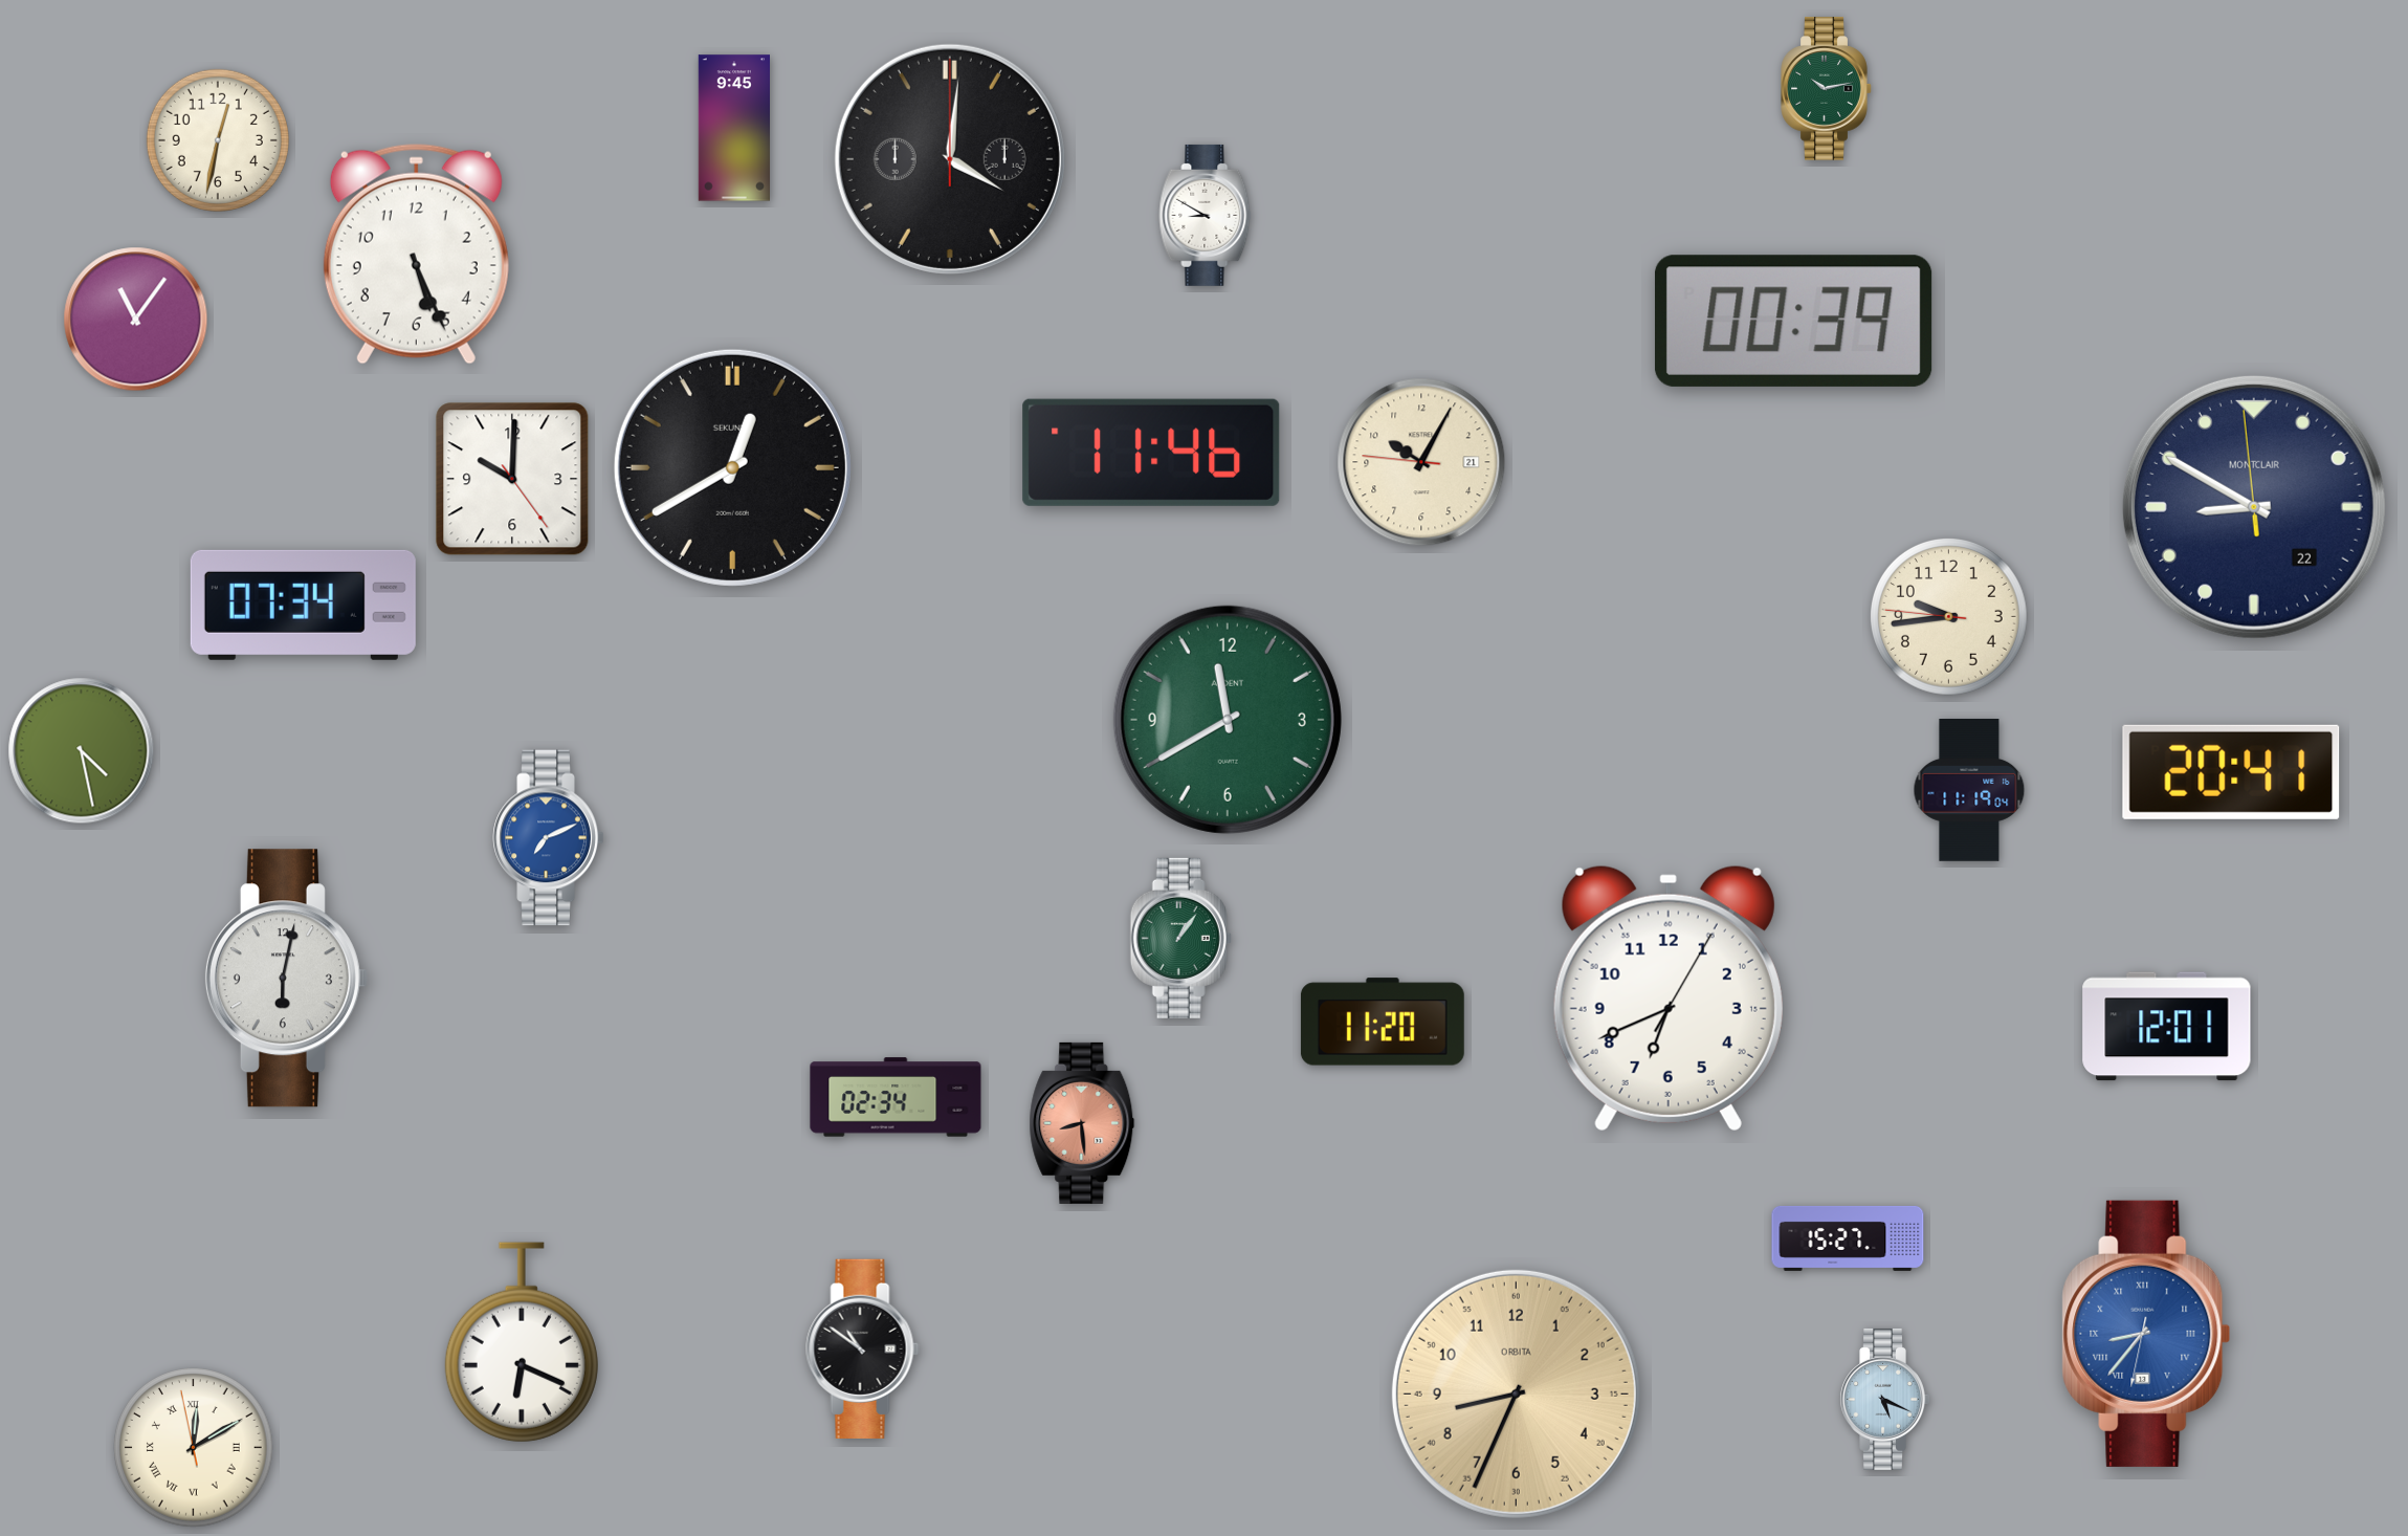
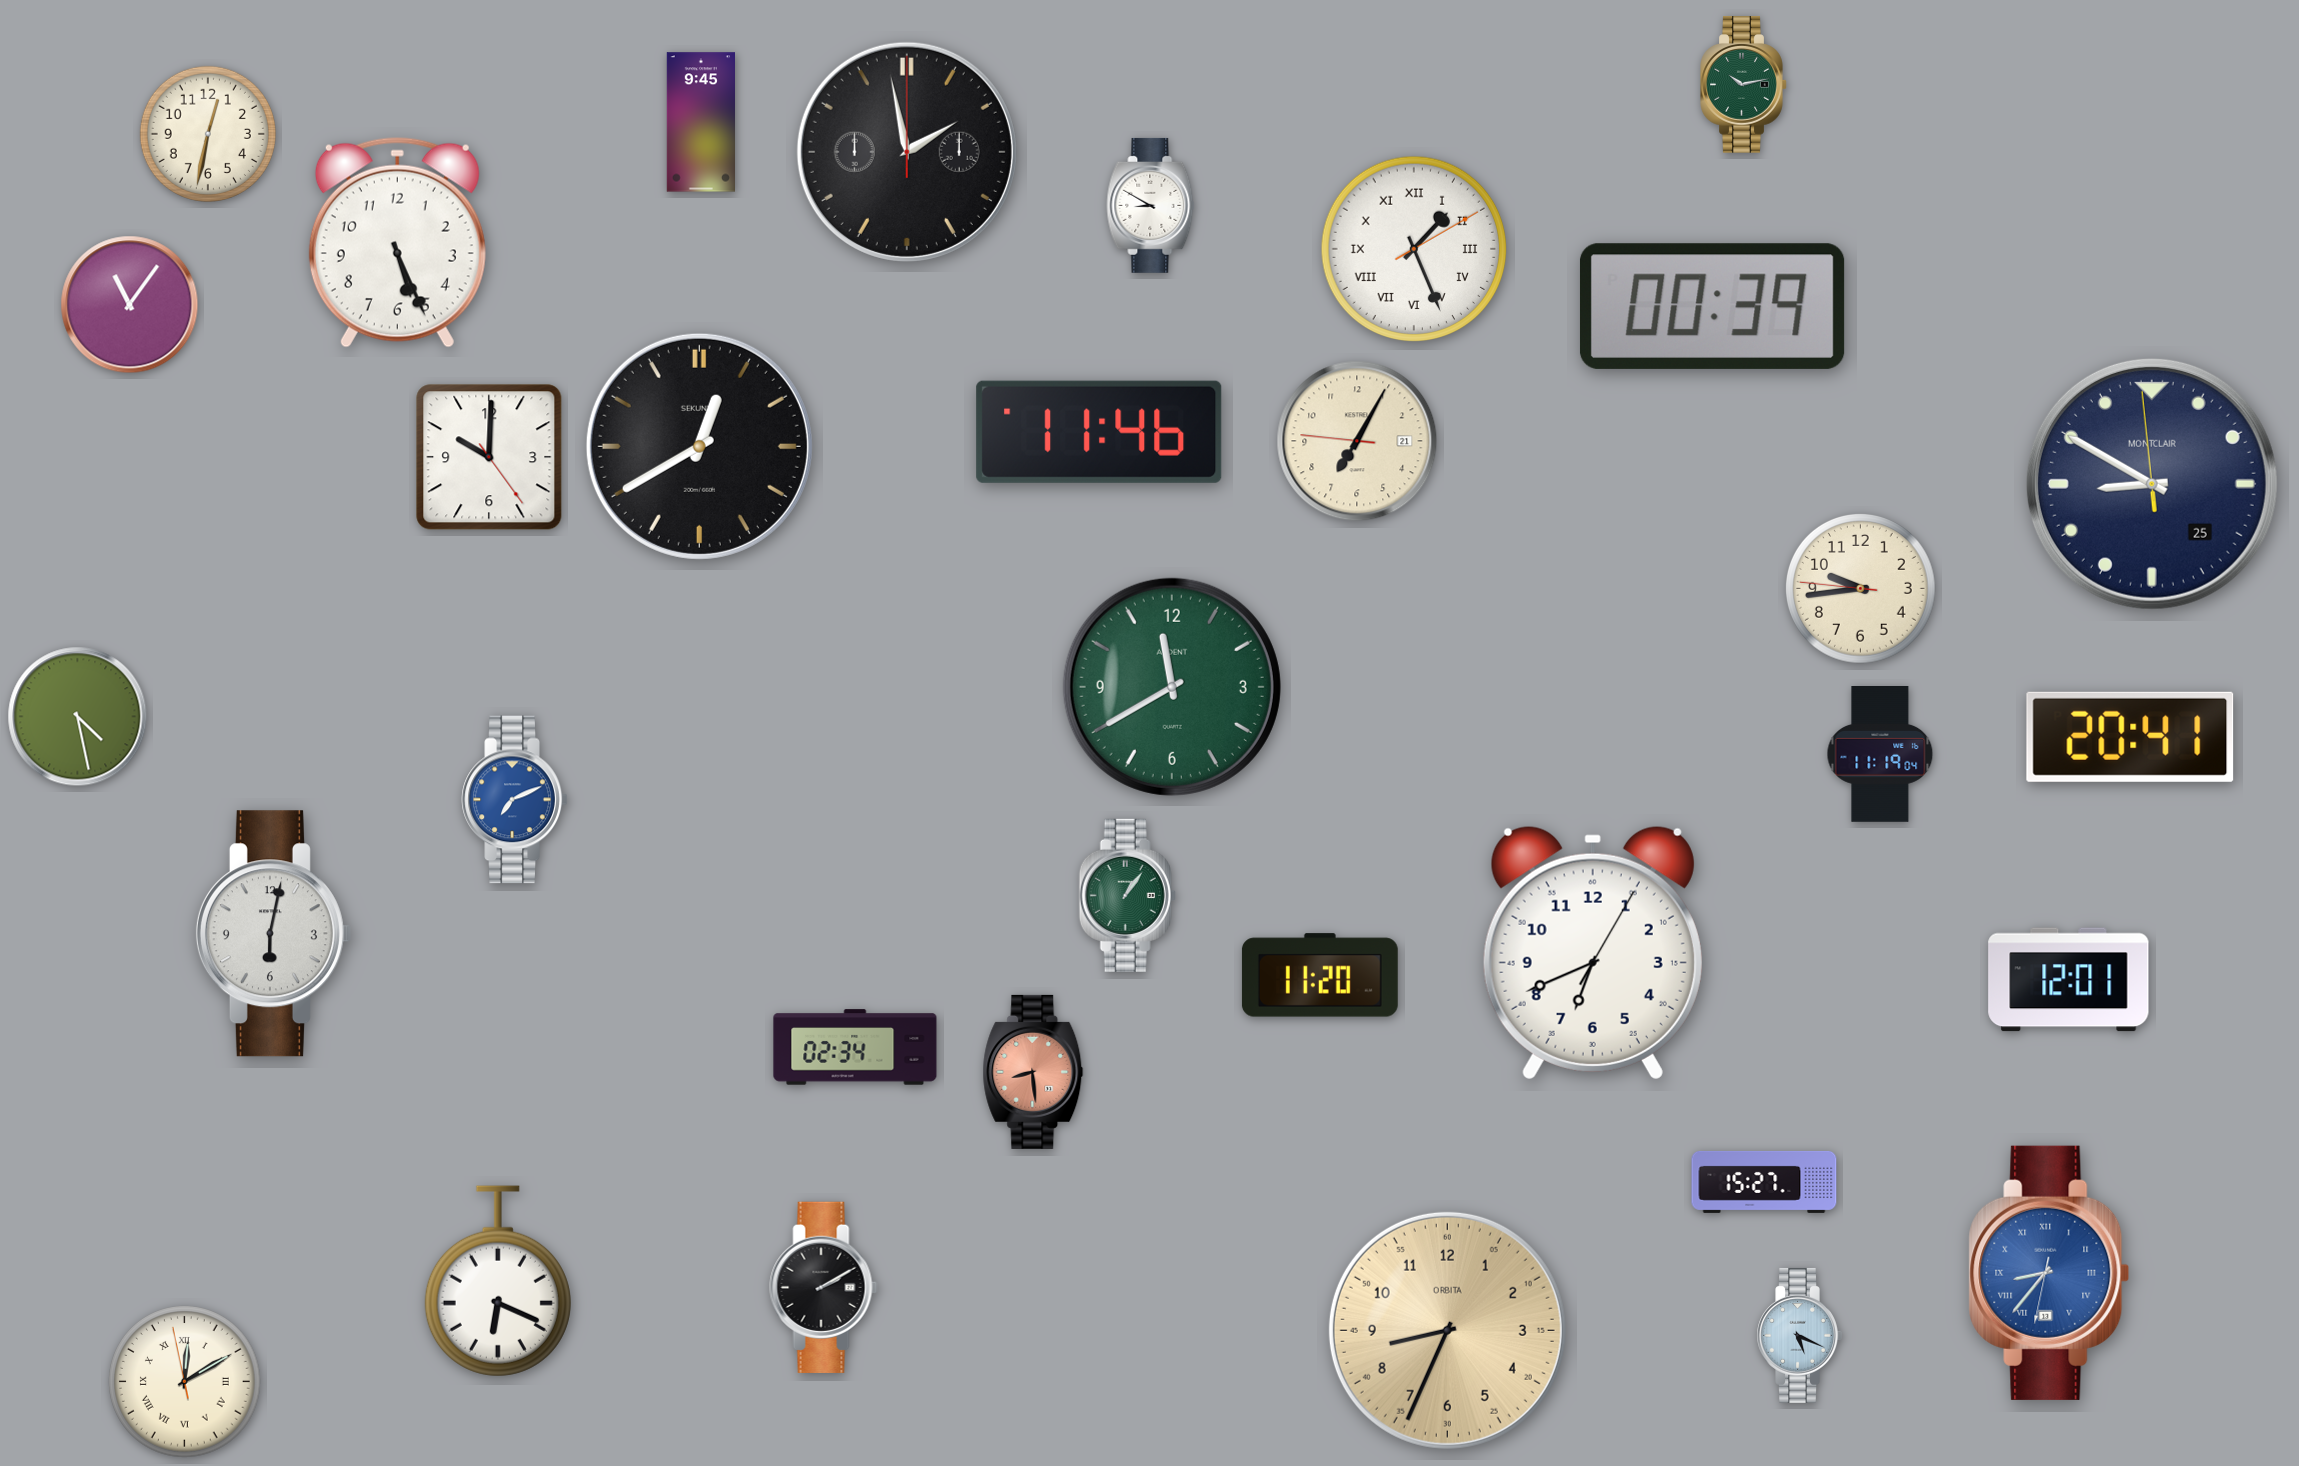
clock at (950, 159): 4:01 -> 1:58
clock at (1414, 249): none -> 1:26
clock at (1421, 462): 10:04 -> 7:04
clock at (2254, 507) date: 22 -> 25
clock at (303, 605): 07:34 -> none
clock at (549, 838) position: (549, 838) -> (515, 800)
clock at (863, 1348): 10:51 -> 2:10
